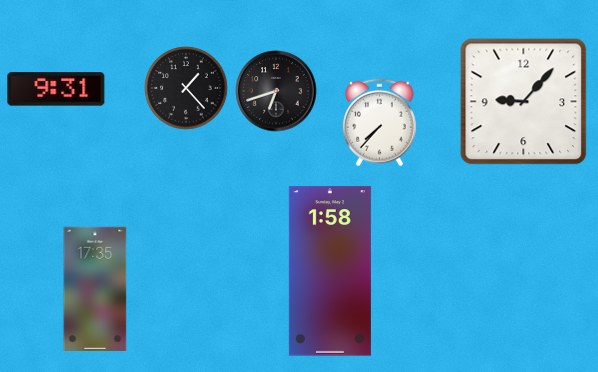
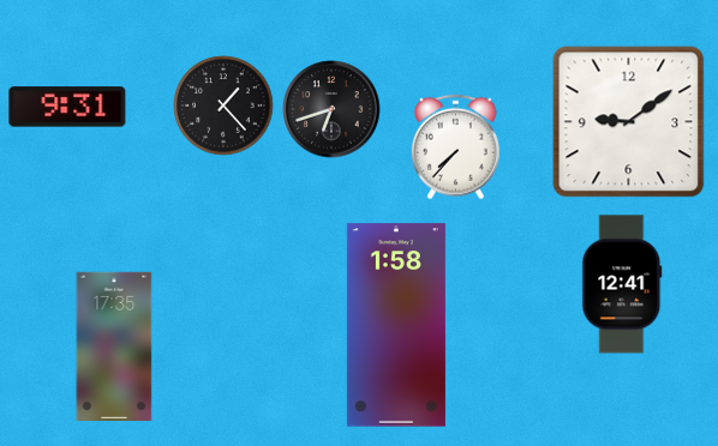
clock at (524, 102): 9:07 -> 9:09
clock at (622, 284): none -> 12:41
